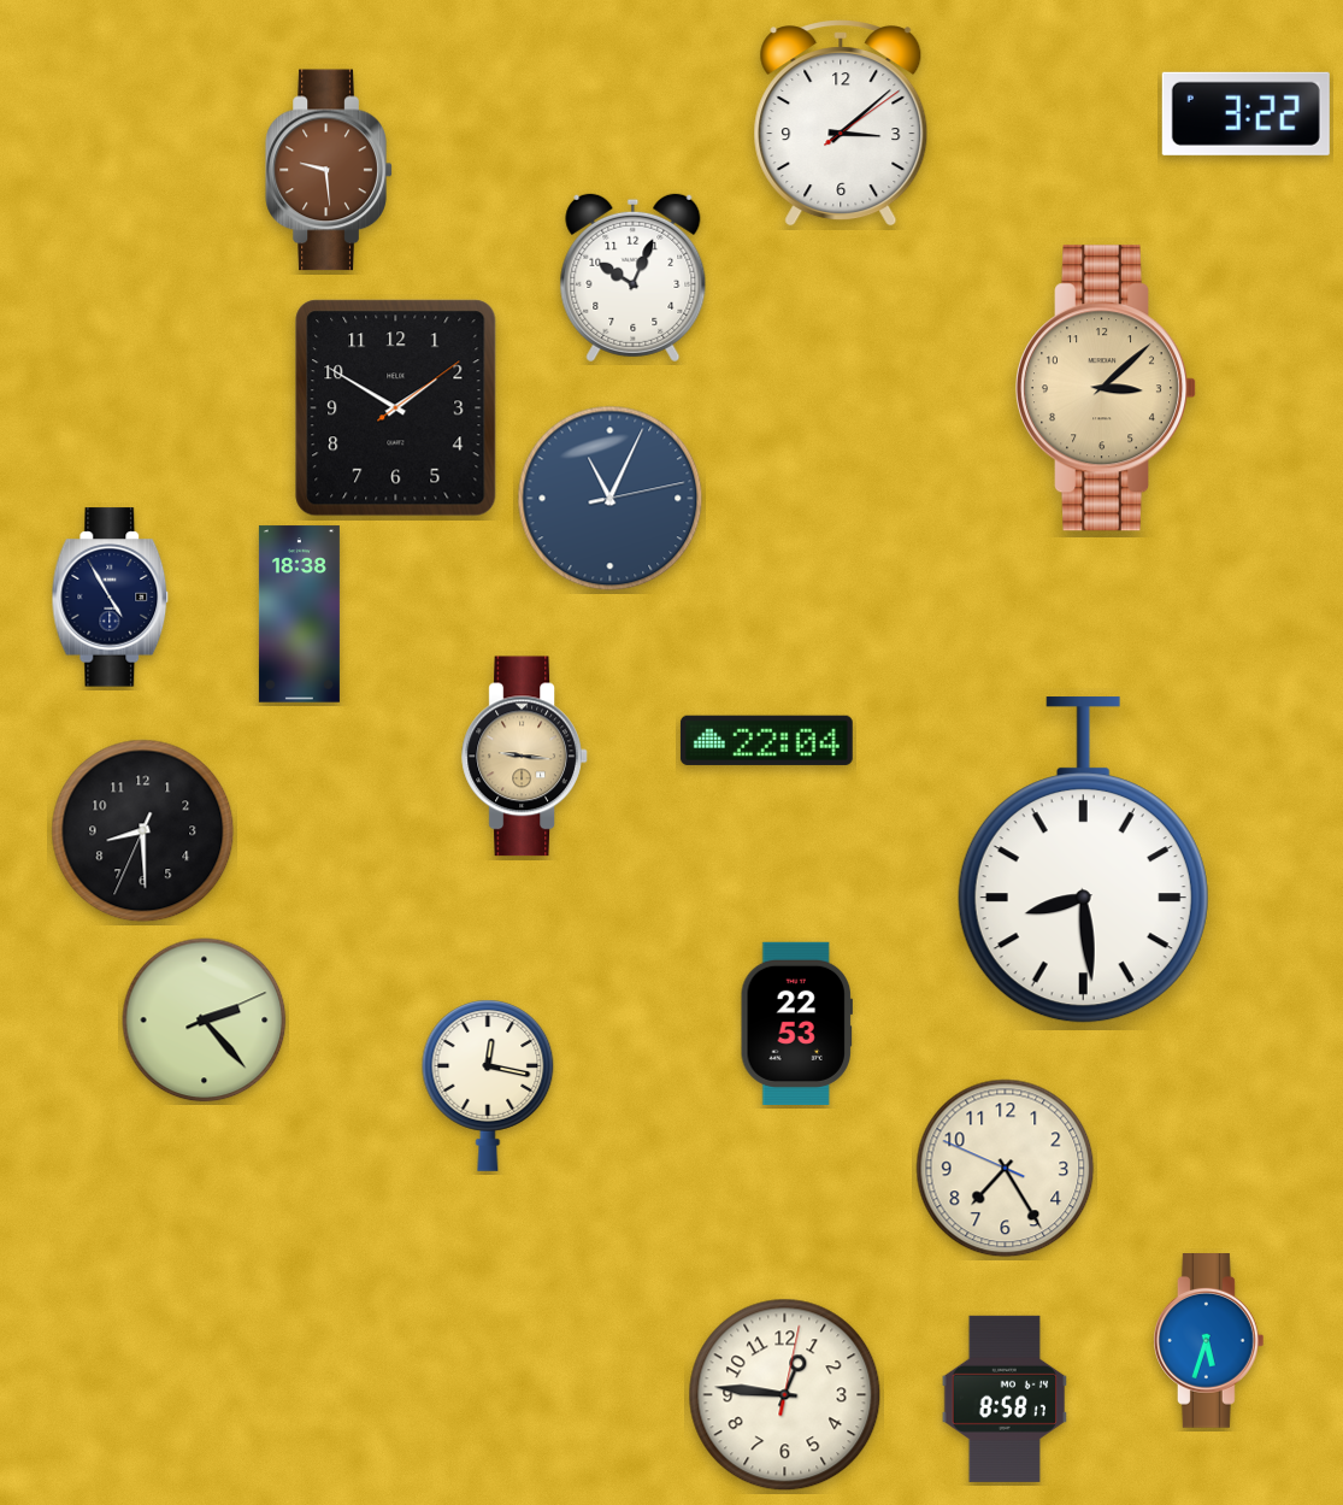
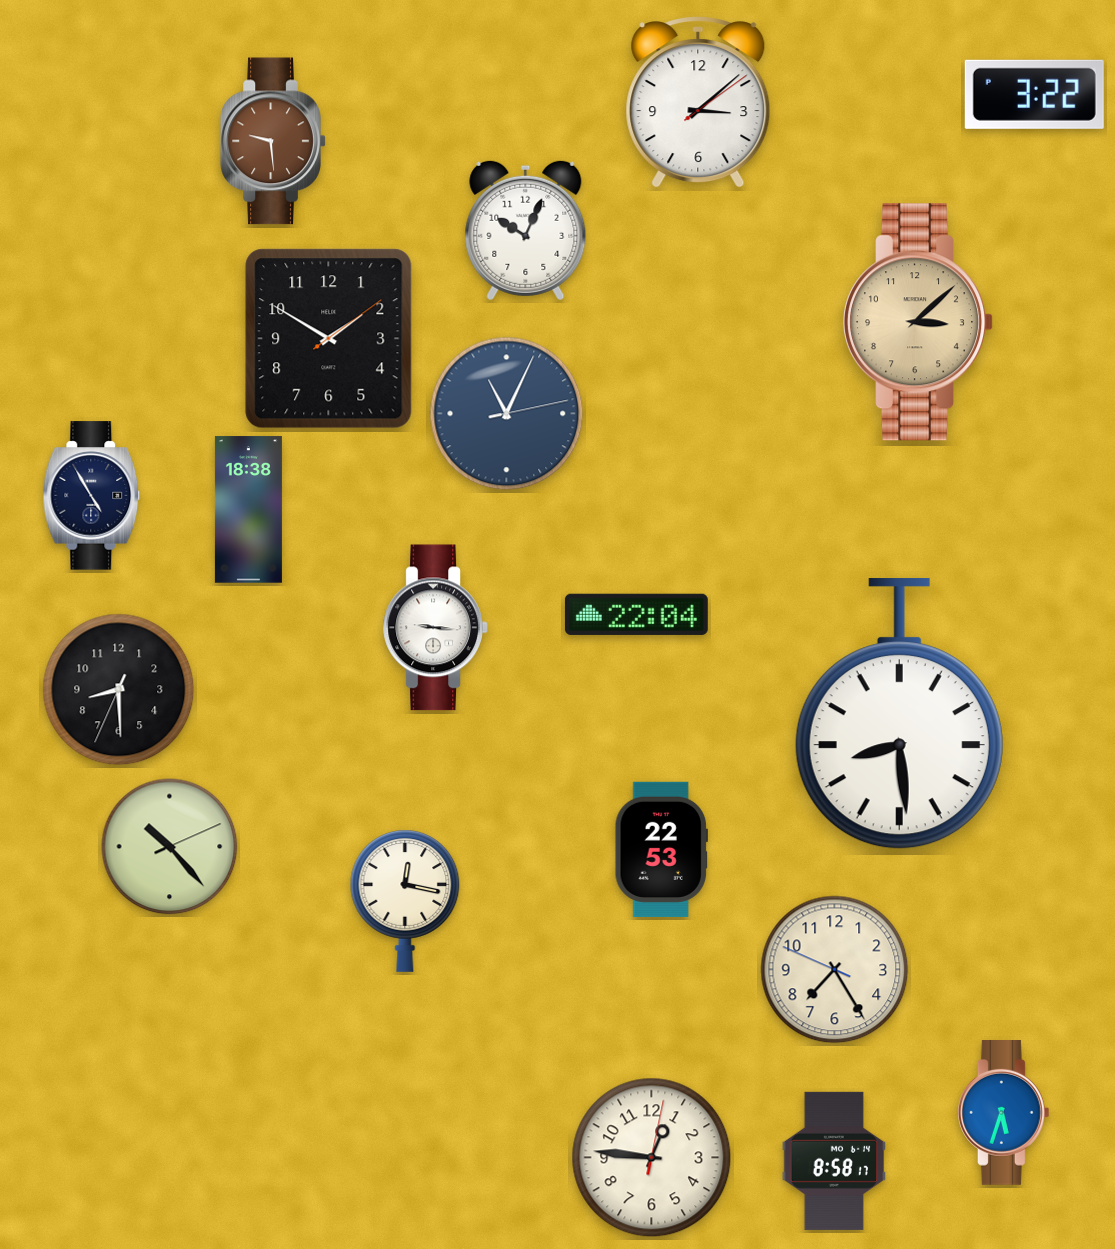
clock at (525, 757) dial: champagne -> white
clock at (205, 1021): 2:23 -> 10:23
